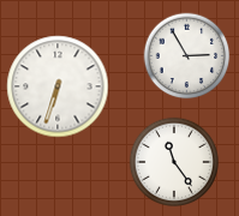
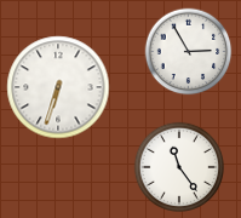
clock at (187, 56) position: (187, 56) -> (189, 52)
clock at (173, 161) position: (173, 161) -> (178, 166)
